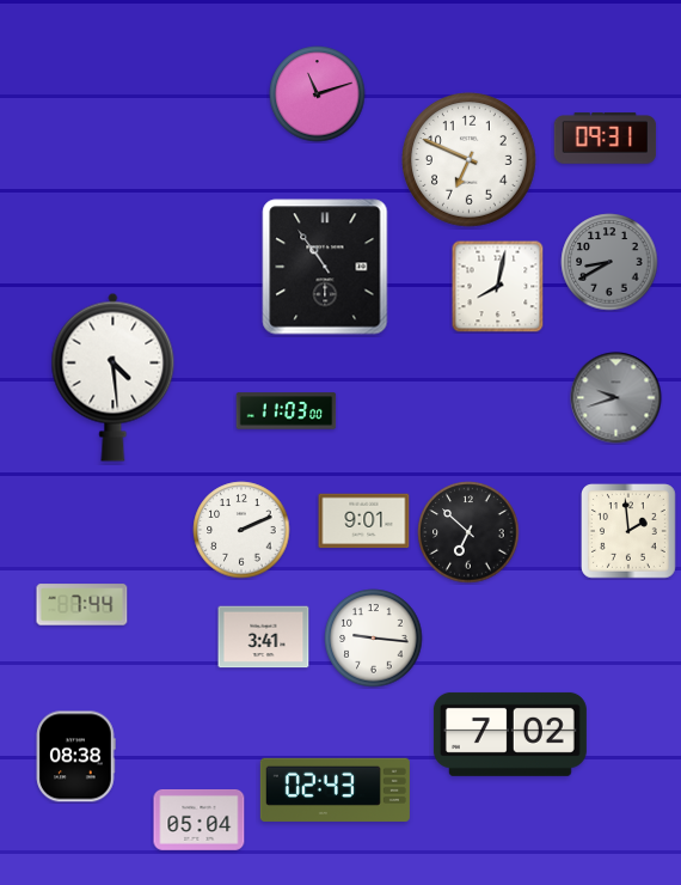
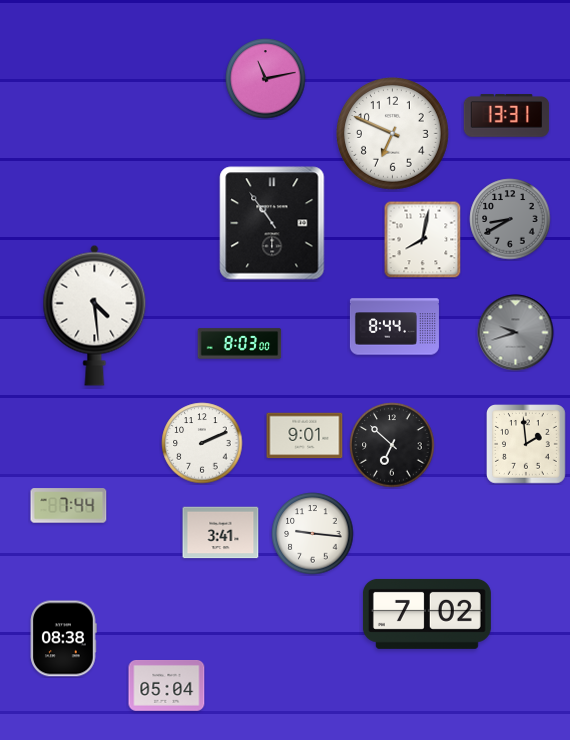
clock at (318, 94): 11:12 -> 11:13
clock at (606, 139): 09:31 -> 13:31
clock at (497, 286) position: (497, 286) -> (422, 239)
clock at (394, 327): none -> 8:44
clock at (287, 411): 11:03 -> 8:03
clock at (75, 757) position: (75, 757) -> (63, 639)
clock at (335, 789): 02:43 -> none
